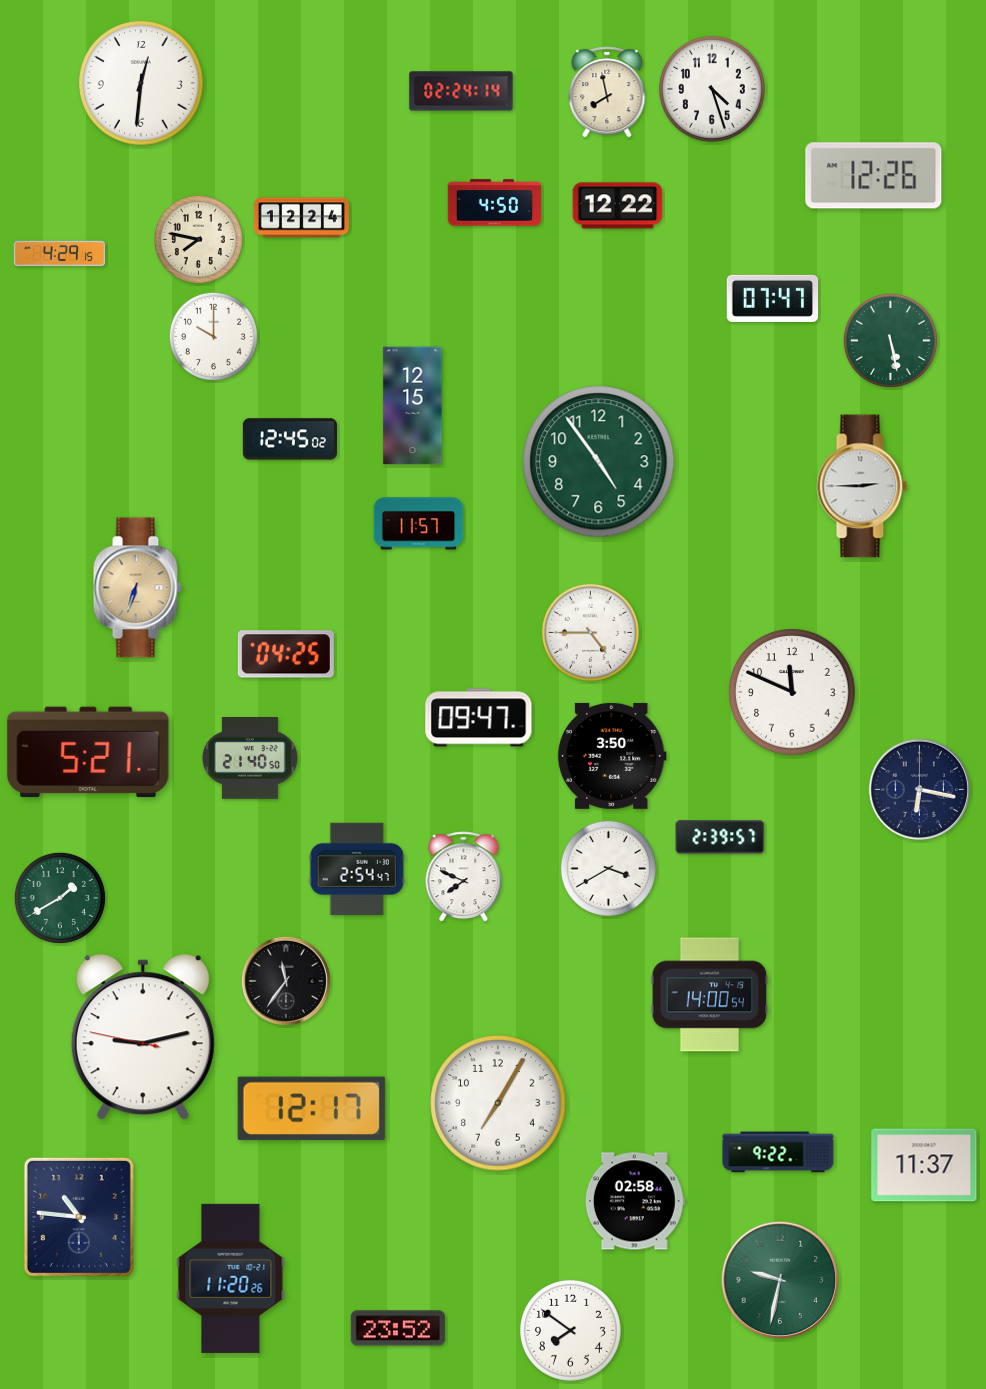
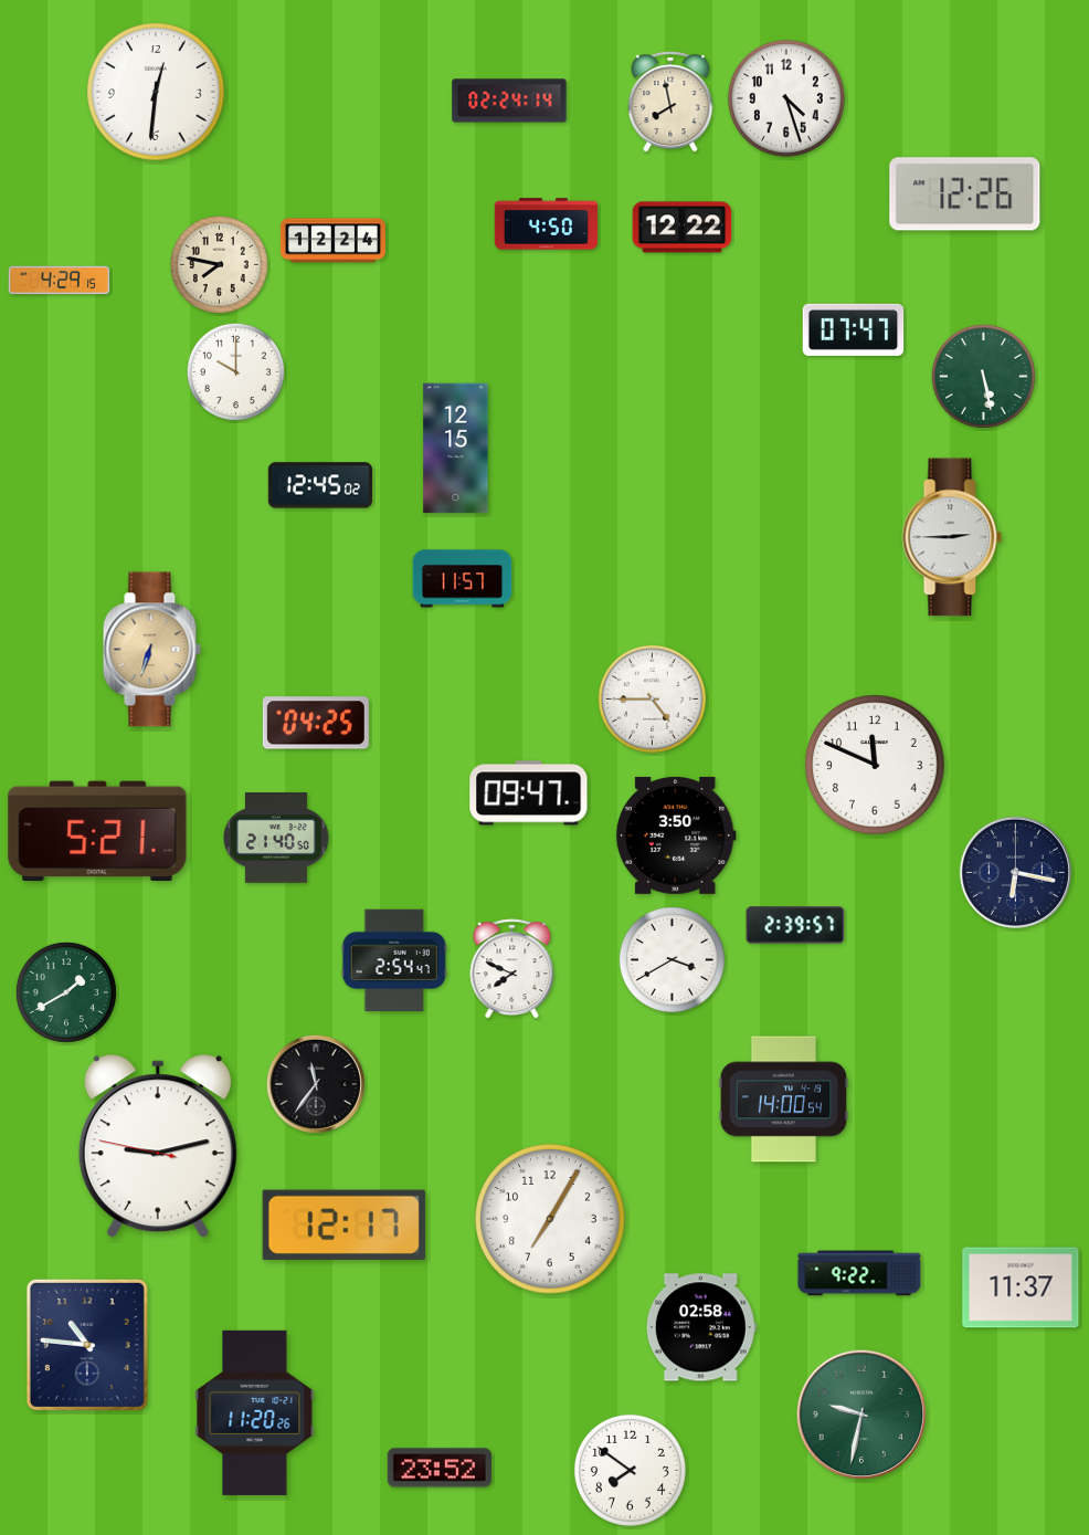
clock at (60, 254) position: (60, 254) -> (60, 281)
clock at (599, 462): 4:54 -> none
